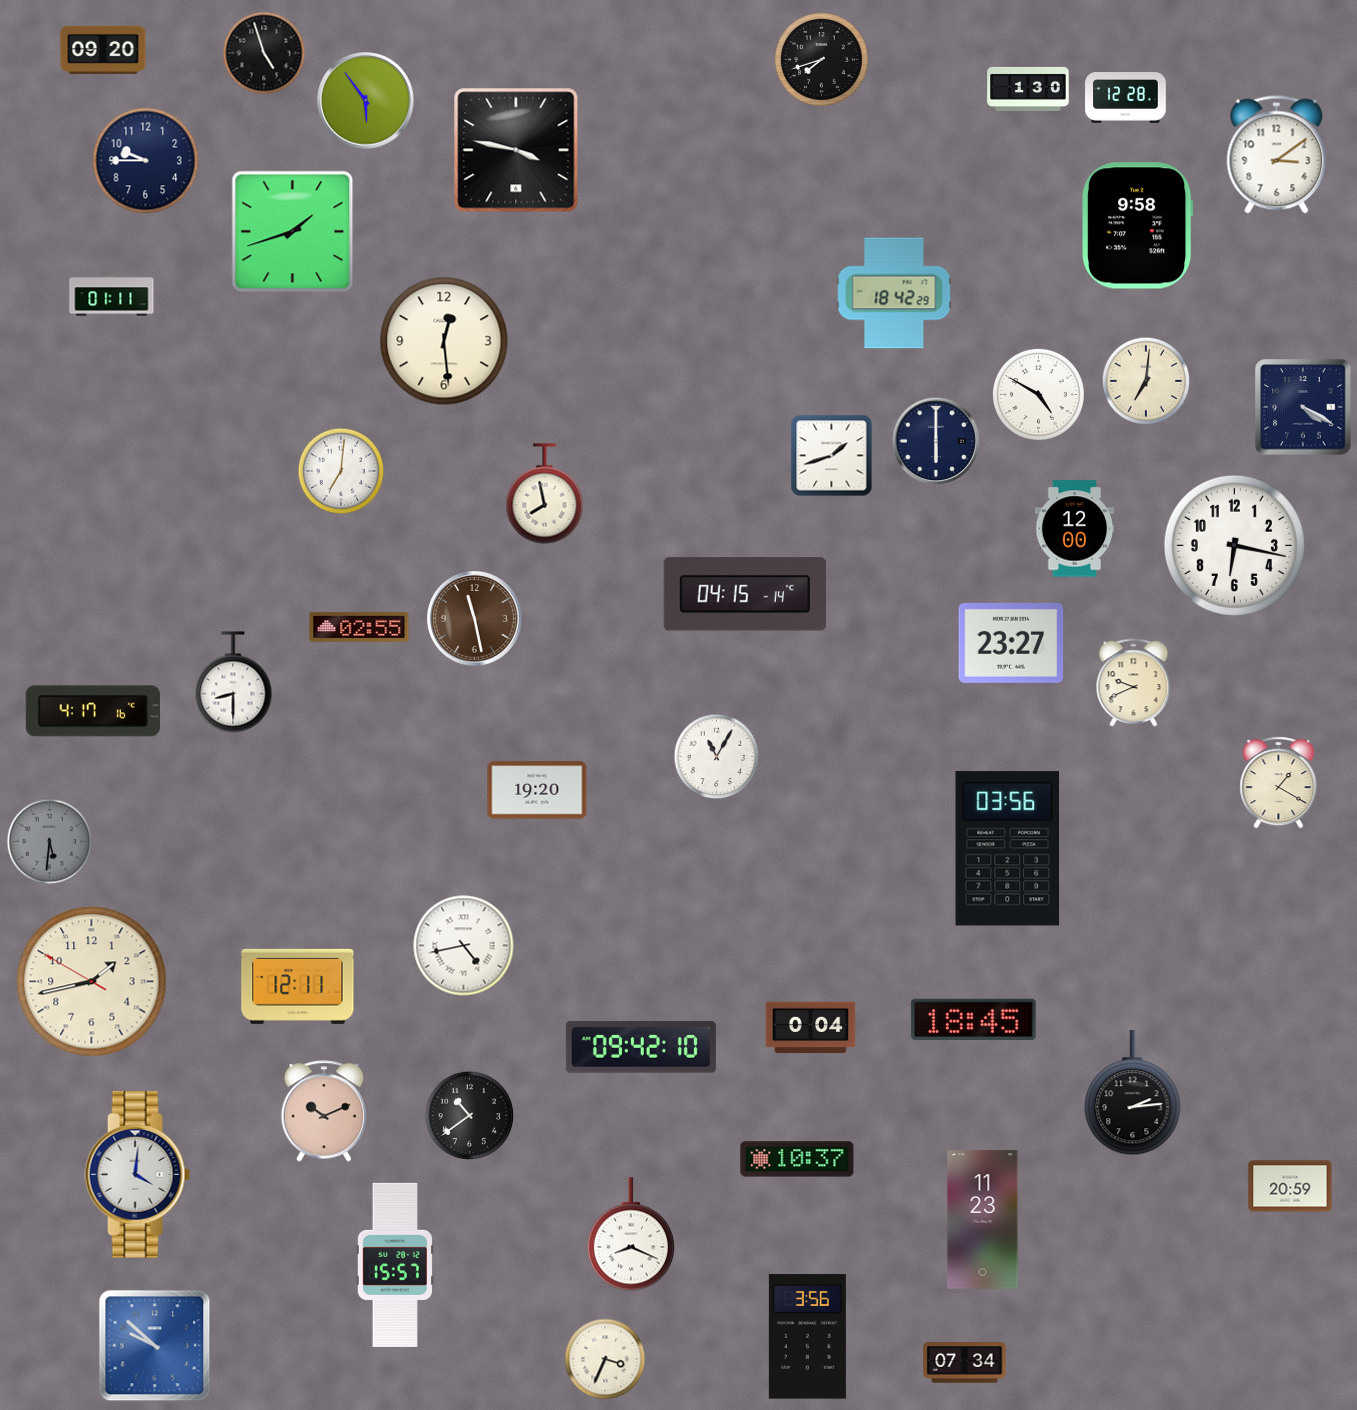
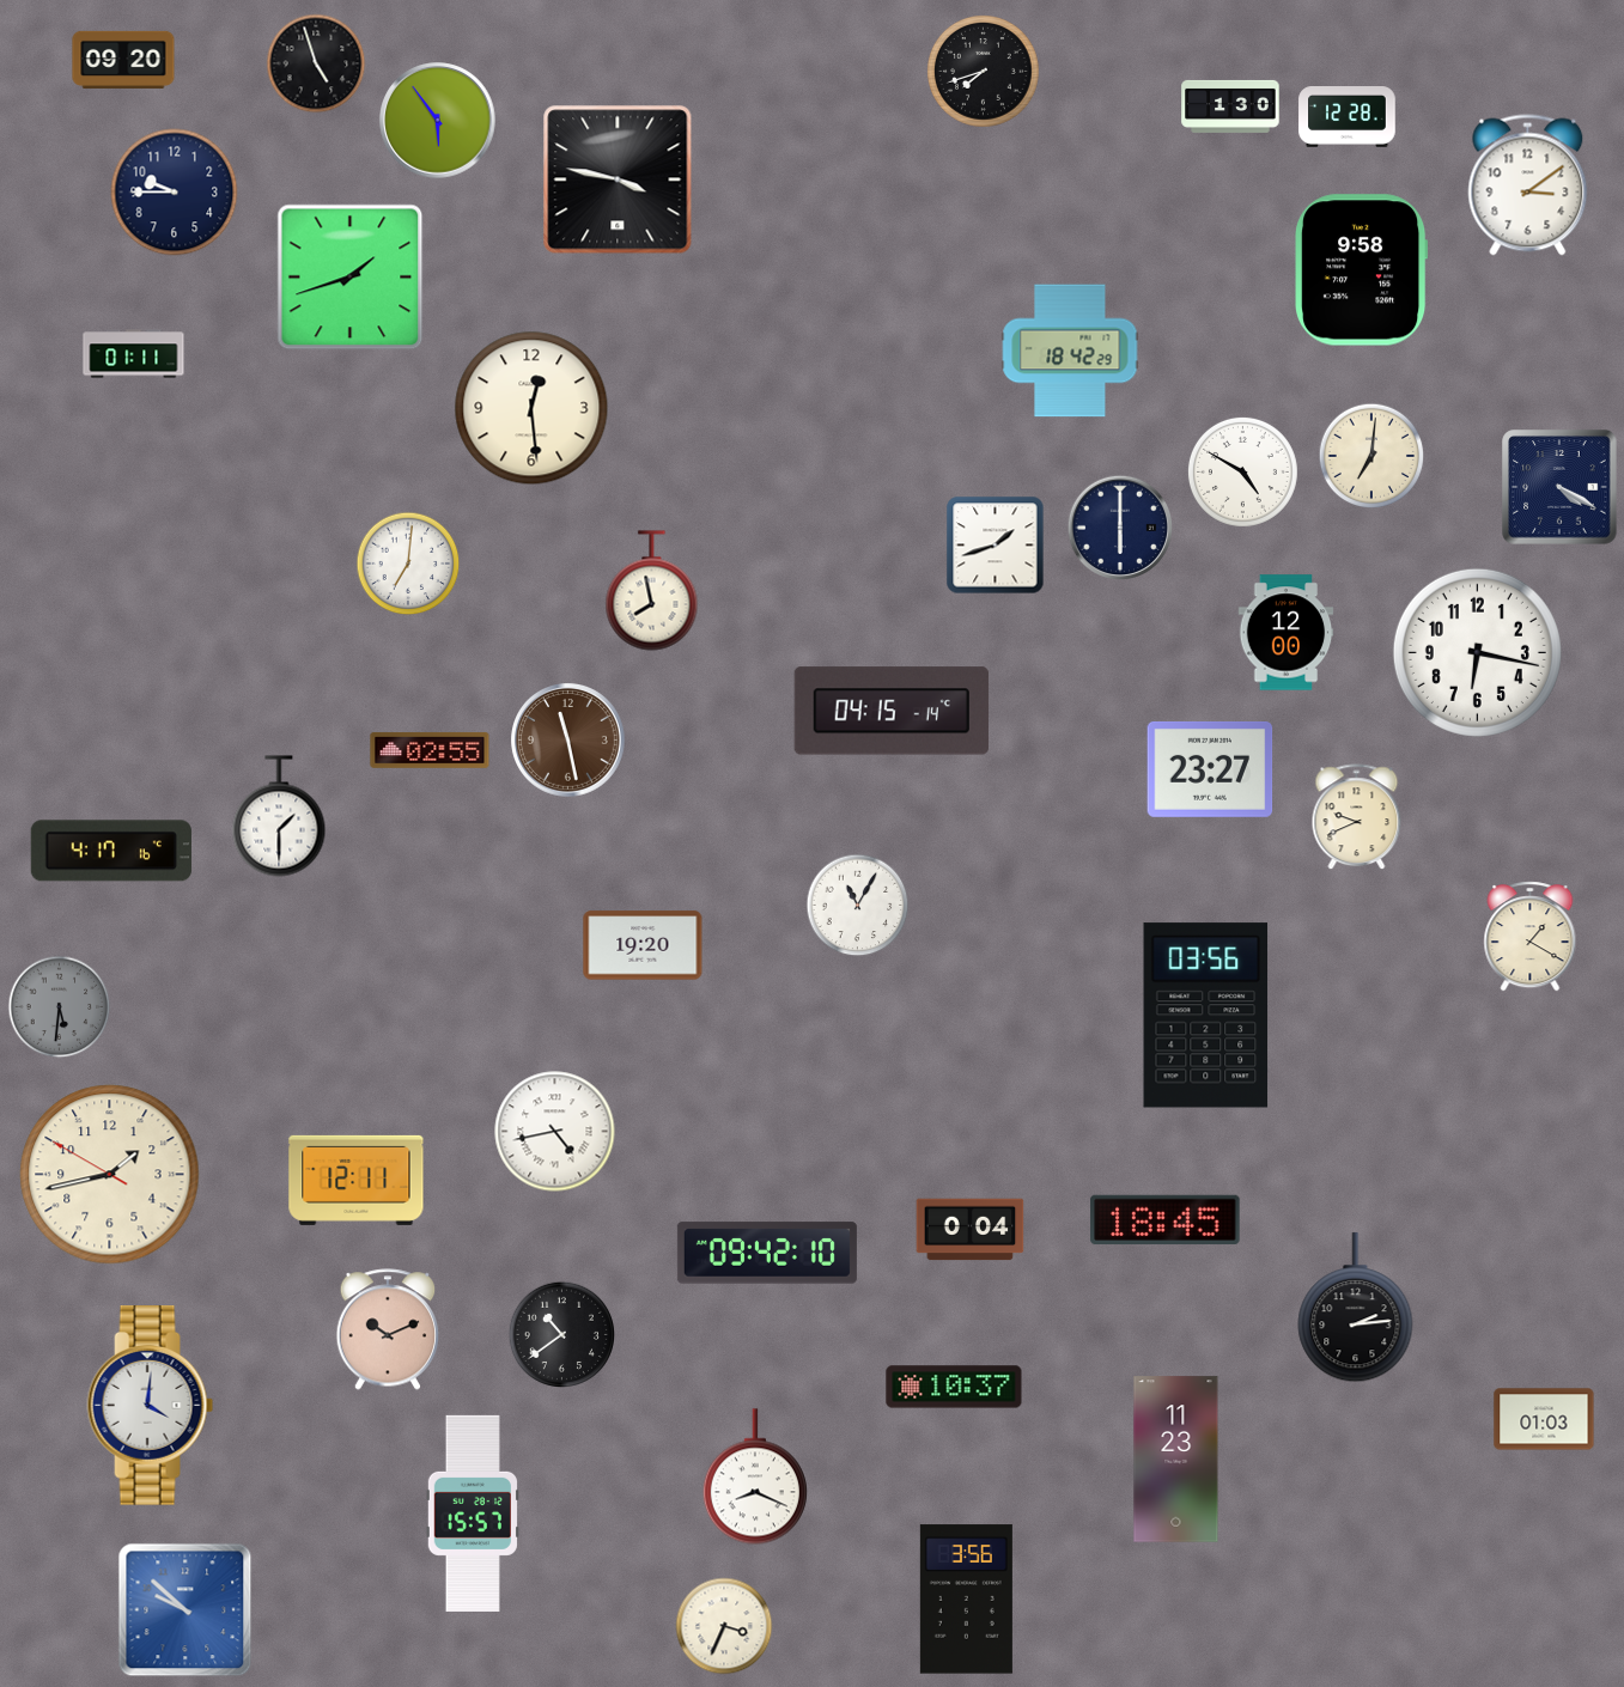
clock at (233, 682): 8:30 -> 1:30
clock at (138, 1175) position: (138, 1175) -> (151, 1406)
clock at (1290, 1186): 20:59 -> 01:03
clock at (965, 1363): 07:34 -> none
